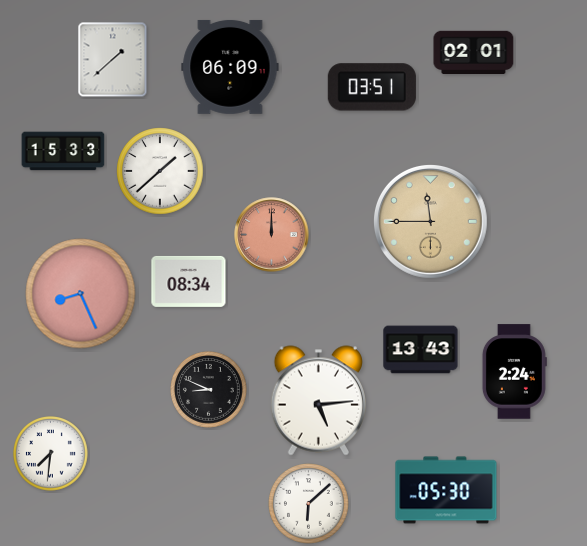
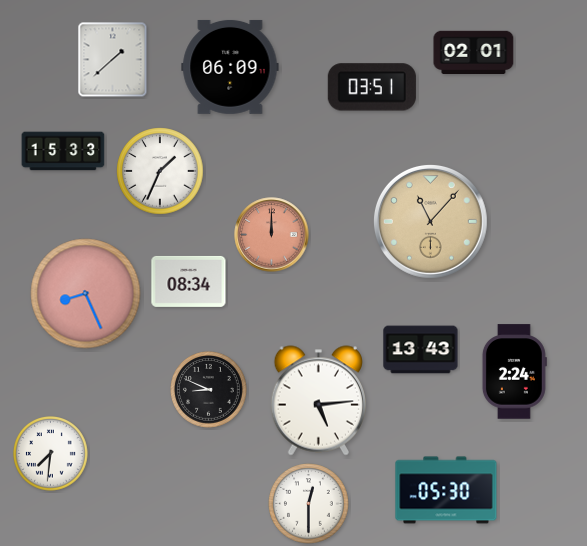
clock at (160, 171): 1:38 -> 1:34
clock at (431, 222): 11:45 -> 11:07
clock at (81, 294) position: (81, 294) -> (86, 294)
clock at (309, 504): 6:08 -> 12:30
